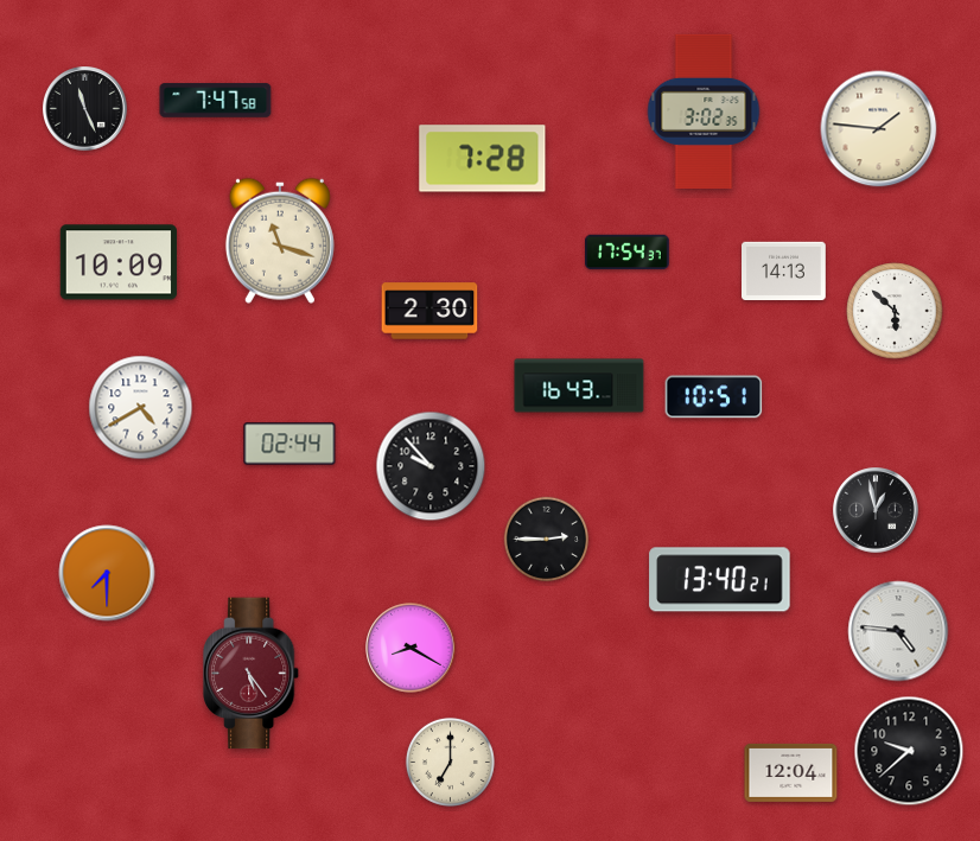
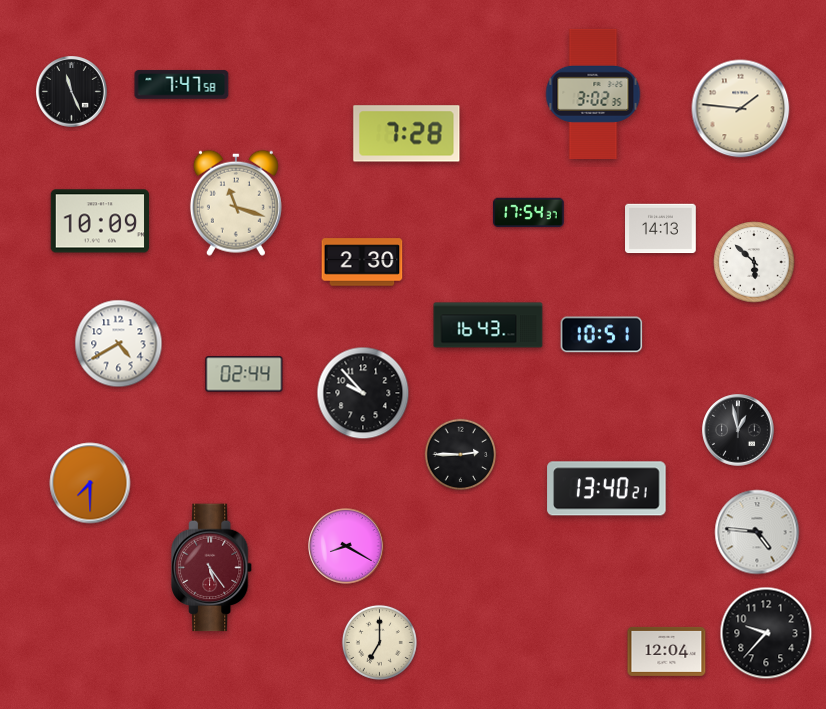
clock at (909, 751): 9:38 -> 9:37
